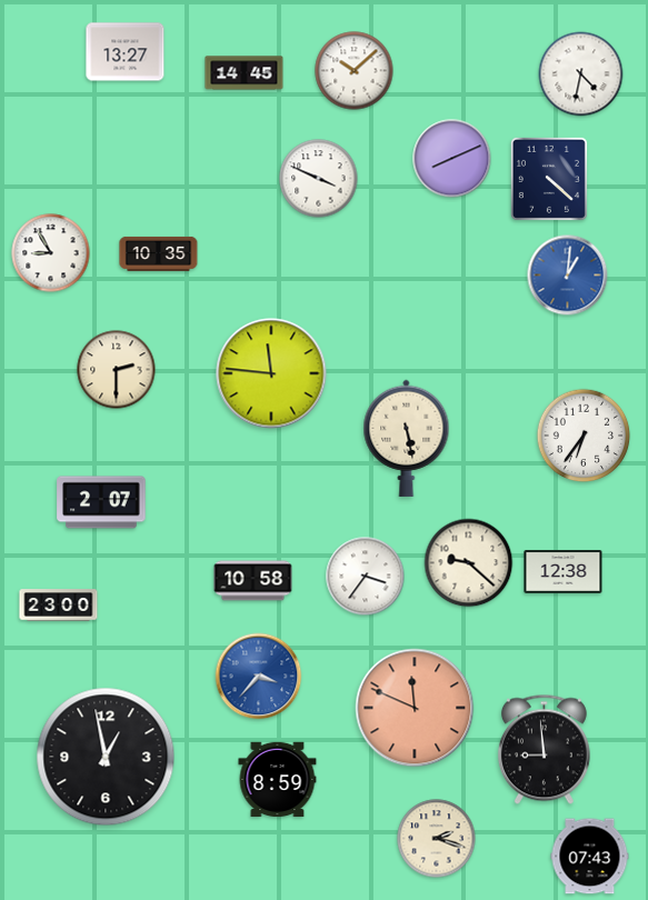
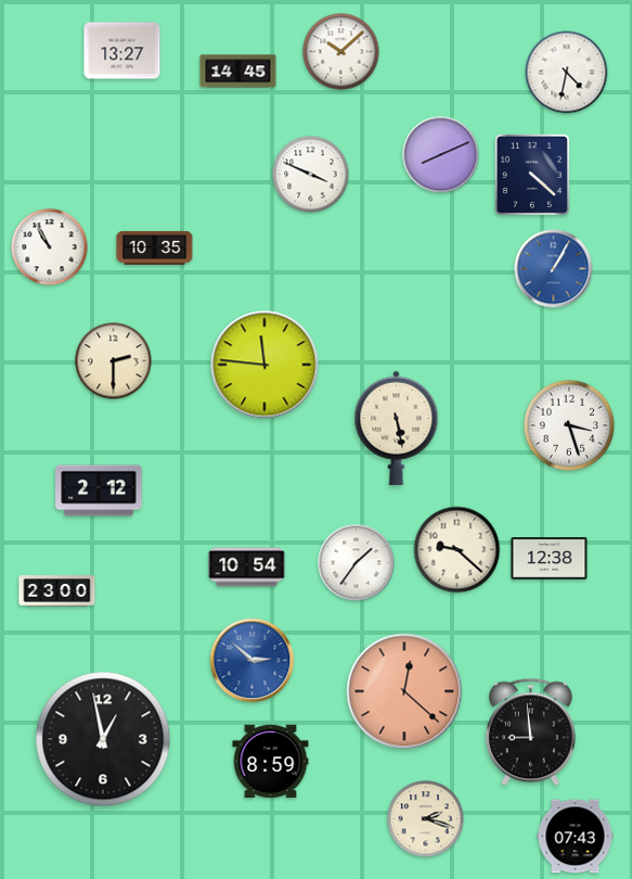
clock at (355, 71) position: (355, 71) -> (341, 52)
clock at (549, 179) position: (549, 179) -> (532, 175)
clock at (51, 253): 8:55 -> 10:55
clock at (568, 276): 1:01 -> 1:05
clock at (584, 436): 6:36 -> 3:27
clock at (101, 502): 2:07 -> 2:12
clock at (366, 577): 3:36 -> 1:36
clock at (253, 581): 10:58 -> 10:54
clock at (259, 677): 3:37 -> 2:52
clock at (415, 708): 11:49 -> 12:22
